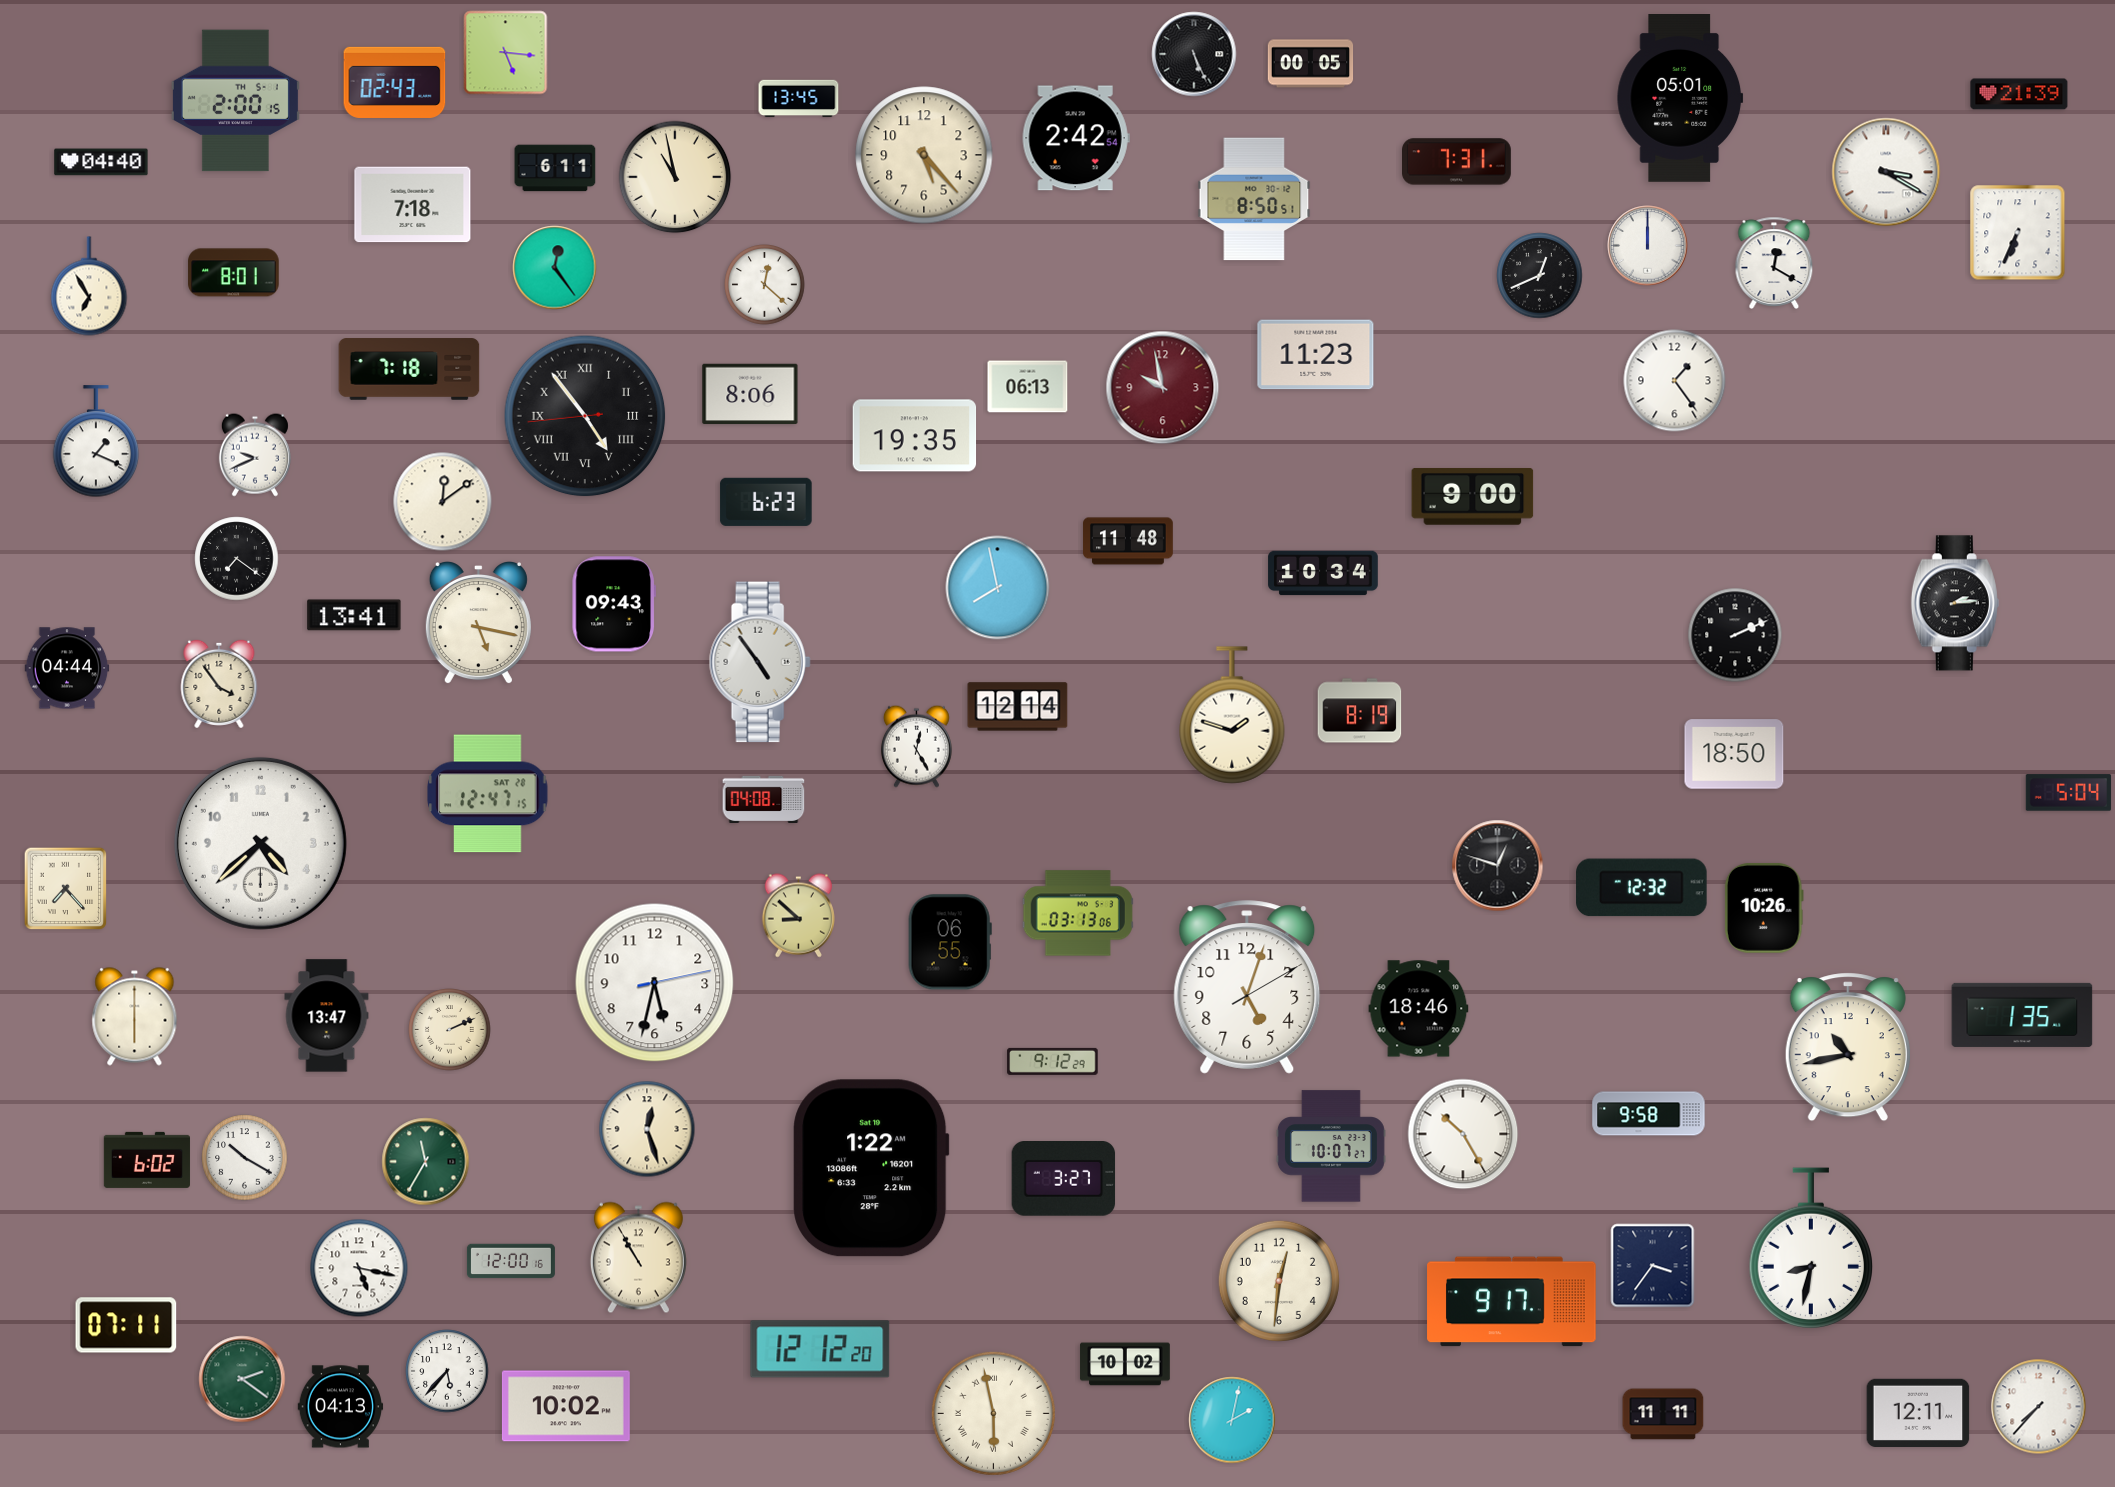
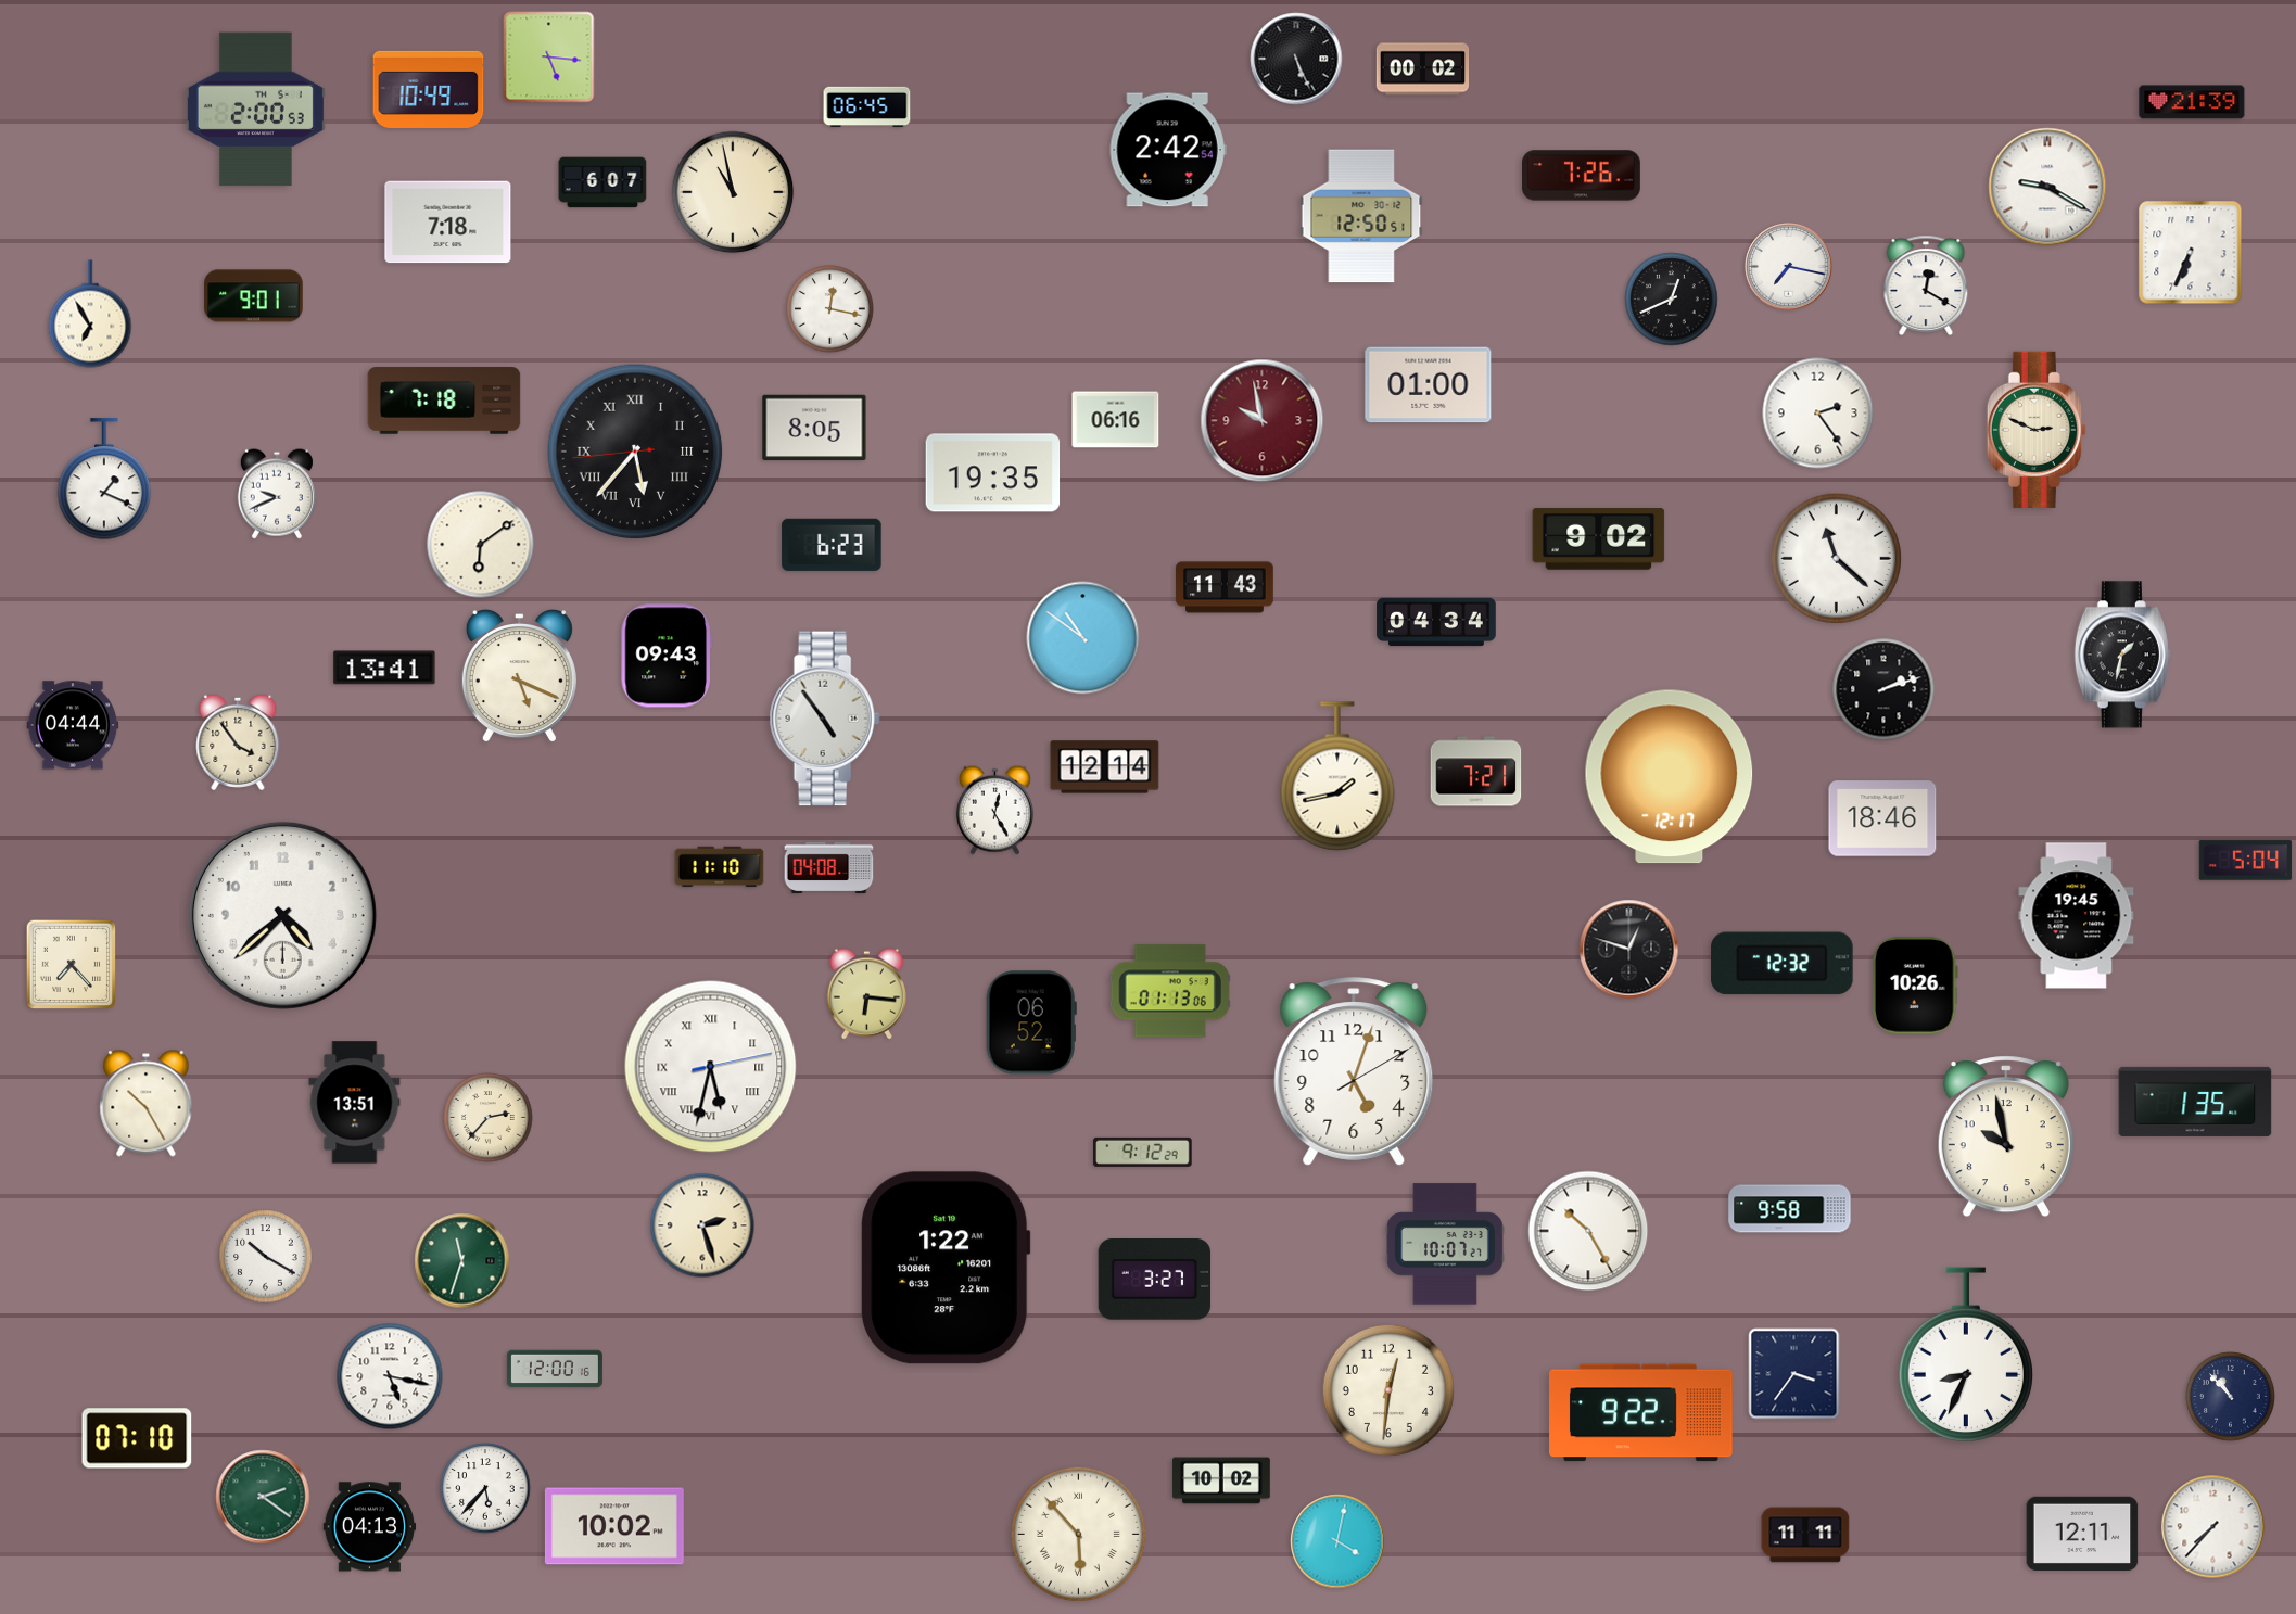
clock at (1311, 64): 00:05 -> 00:02
clock at (395, 82): 02:43 -> 10:49
clock at (799, 99): 13:45 -> 06:45
clock at (1680, 99): 05:01 -> none
clock at (235, 101): 2:00:15 -> 2:00:53
clock at (924, 155): 5:23 -> none
clock at (101, 162): 04:40 -> none
clock at (1457, 162): 7:31 -> 7:26
clock at (555, 168): 6:11 -> 6:07
clock at (1886, 172): 3:20 -> 9:20
clock at (1254, 199): 8:50 -> 12:50
clock at (1648, 246): 12:00 -> 7:17
clock at (555, 268): 12:24 -> none
clock at (234, 273): 8:01 -> 9:01
clock at (765, 285): 12:22 -> 12:17
clock at (89, 286) position: (89, 286) -> (90, 314)
clock at (1316, 355): 11:23 -> 01:00
clock at (1675, 381): 1:24 -> 2:24
clock at (1028, 387): 06:13 -> 06:16
clock at (750, 394): 8:06 -> 8:05
clock at (2037, 430): none -> 2:49
clock at (585, 416): 4:53 -> 5:36
clock at (1473, 497): 9:00 -> 9:02
clock at (443, 502): 12:09 -> 6:09
clock at (1836, 558): none -> 11:22
clock at (1128, 541): 11:48 -> 11:43
clock at (237, 559): 7:21 -> none
clock at (1323, 573): 10:34 -> 04:34
clock at (998, 588): 7:58 -> 10:51
clock at (1955, 603): 2:14 -> 1:32
clock at (478, 624): 5:17 -> 5:19
clock at (1735, 635): 2:11 -> 2:12
clock at (1360, 711): 8:19 -> 7:21
clock at (1232, 715): 1:48 -> 1:43
clock at (1670, 777): none -> 12:17
clock at (1734, 754): 18:50 -> 18:46
clock at (488, 794): 12:47 -> none
clock at (720, 867): none -> 11:10
clock at (2077, 916): none -> 19:45
clock at (1498, 866) position: (1498, 866) -> (1629, 950)
clock at (1078, 913): 03:13 -> 01:13
clock at (798, 916): 8:52 -> 6:16
clock at (950, 942): 06:55 -> 06:52
clock at (655, 983) numerals: Arabic -> Roman
clock at (1419, 1009): 18:46 -> none
clock at (327, 1016): 13:47 -> 13:51
clock at (135, 1017): 6:00 -> 10:25
clock at (450, 1030): 2:11 -> 2:37
clock at (1848, 1047): 10:43 -> 9:58
clock at (647, 1129): 12:27 -> 2:27
clock at (147, 1160): 6:02 -> none
clock at (426, 1162): 11:35 -> 11:33
clock at (1811, 1249): 8:32 -> 8:34
clock at (638, 1258): 10:55 -> none
clock at (2231, 1397): none -> 10:53
clock at (1512, 1302): 9:17 -> 9:22
clock at (126, 1325): 07:11 -> 07:10
clock at (820, 1349): 12:12 -> none
clock at (993, 1413): 5:58 -> 5:53
clock at (1232, 1420): 2:02 -> 4:02
